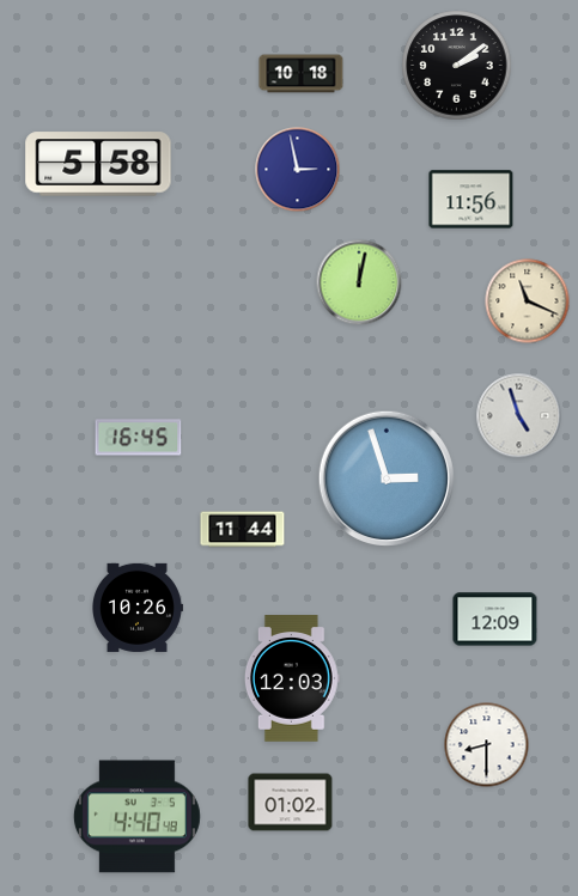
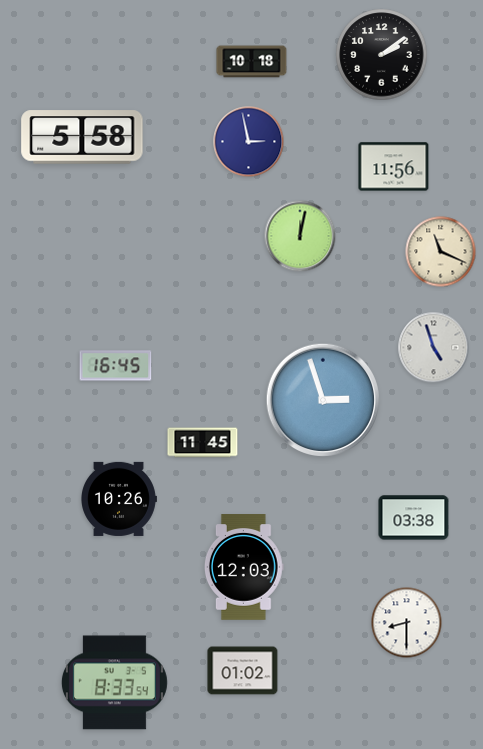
clock at (243, 530): 11:44 -> 11:45
clock at (138, 608) position: (138, 608) -> (119, 499)
clock at (495, 620): 12:09 -> 03:38
clock at (136, 817): 4:40 -> 8:33
